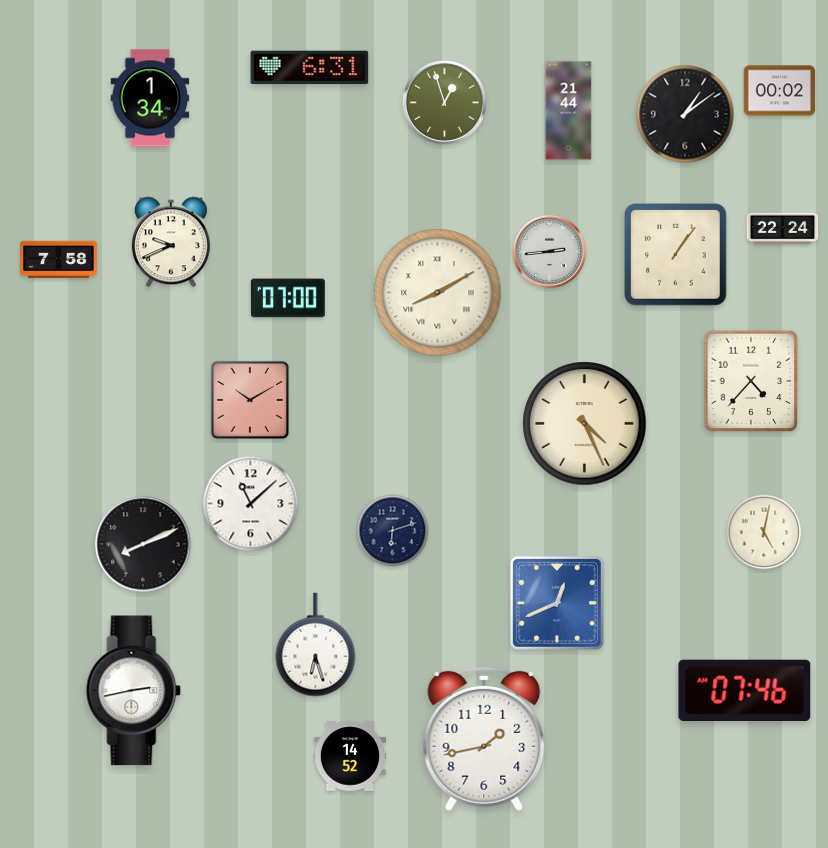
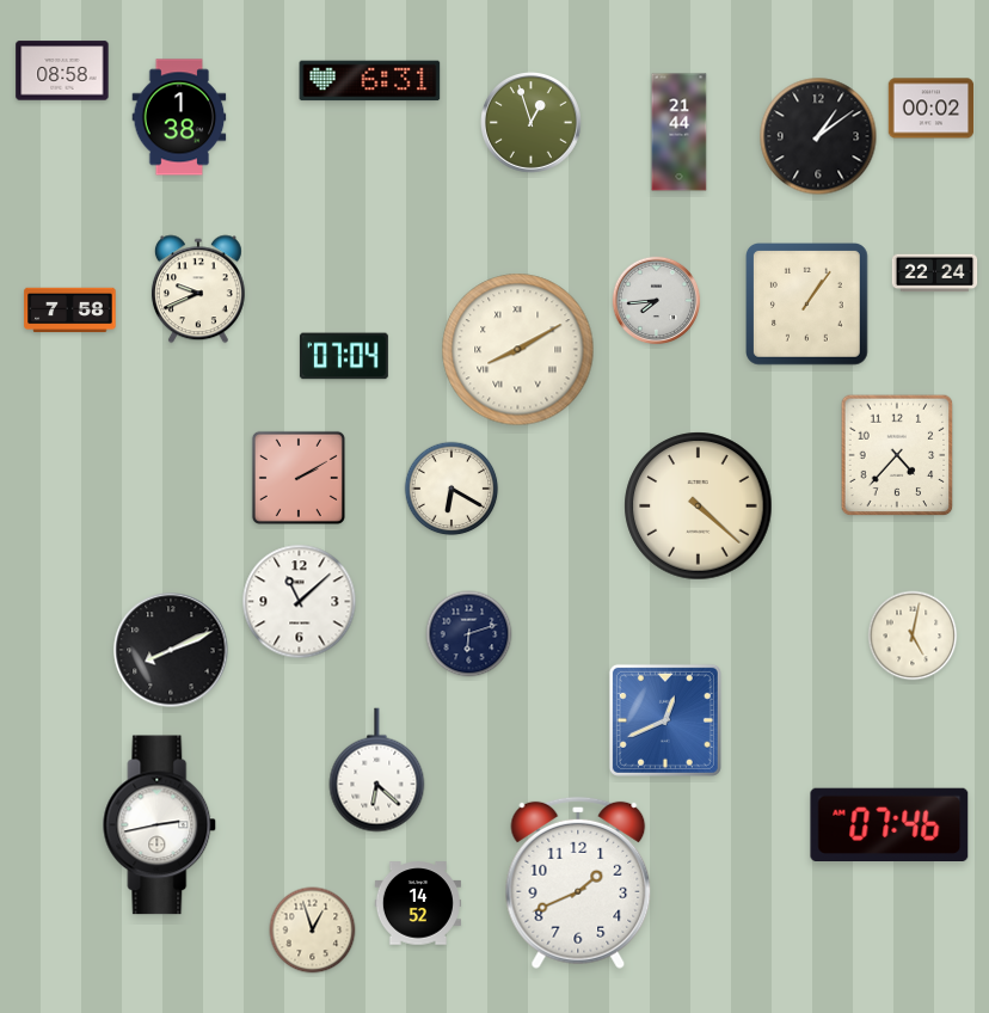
clock at (62, 70): none -> 08:58
clock at (150, 98): 1:34 -> 1:38
clock at (171, 242) position: (171, 242) -> (198, 289)
clock at (550, 252): 2:44 -> 7:44
clock at (438, 293) position: (438, 293) -> (518, 350)
clock at (288, 298): 07:00 -> 07:04
clock at (250, 400): 10:10 -> 2:10
clock at (451, 489): none -> 6:20
clock at (585, 424): 4:26 -> 4:22
clock at (316, 645): 6:27 -> 6:22
clock at (484, 739): 1:43 -> 1:41
clock at (313, 931): none -> 12:57
